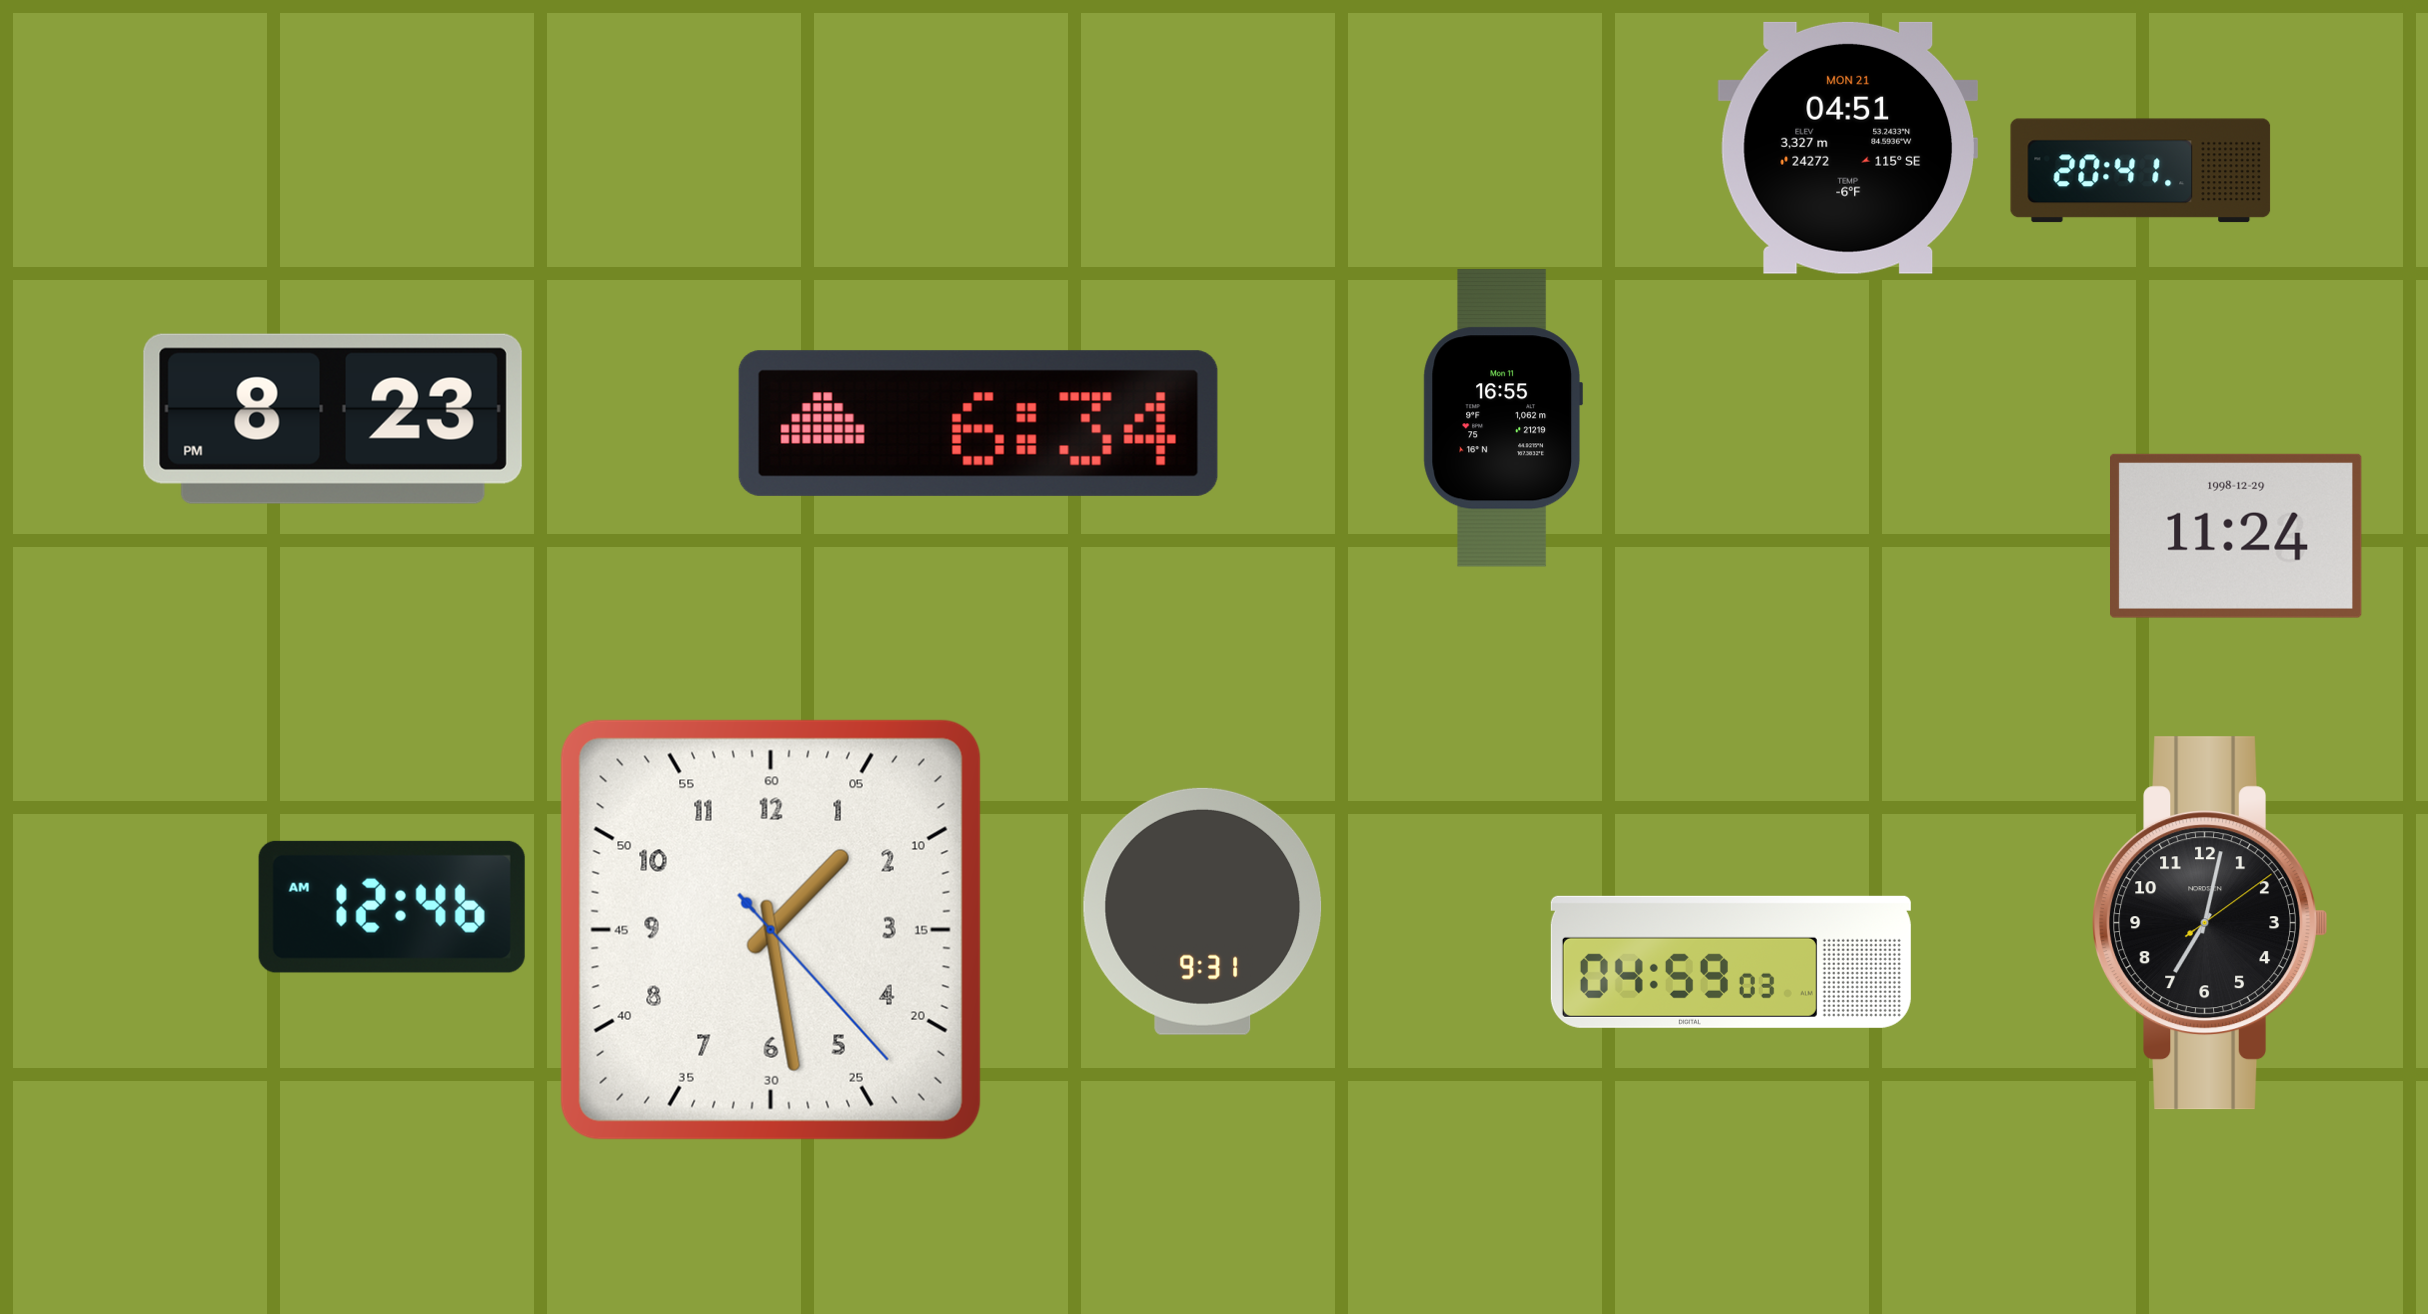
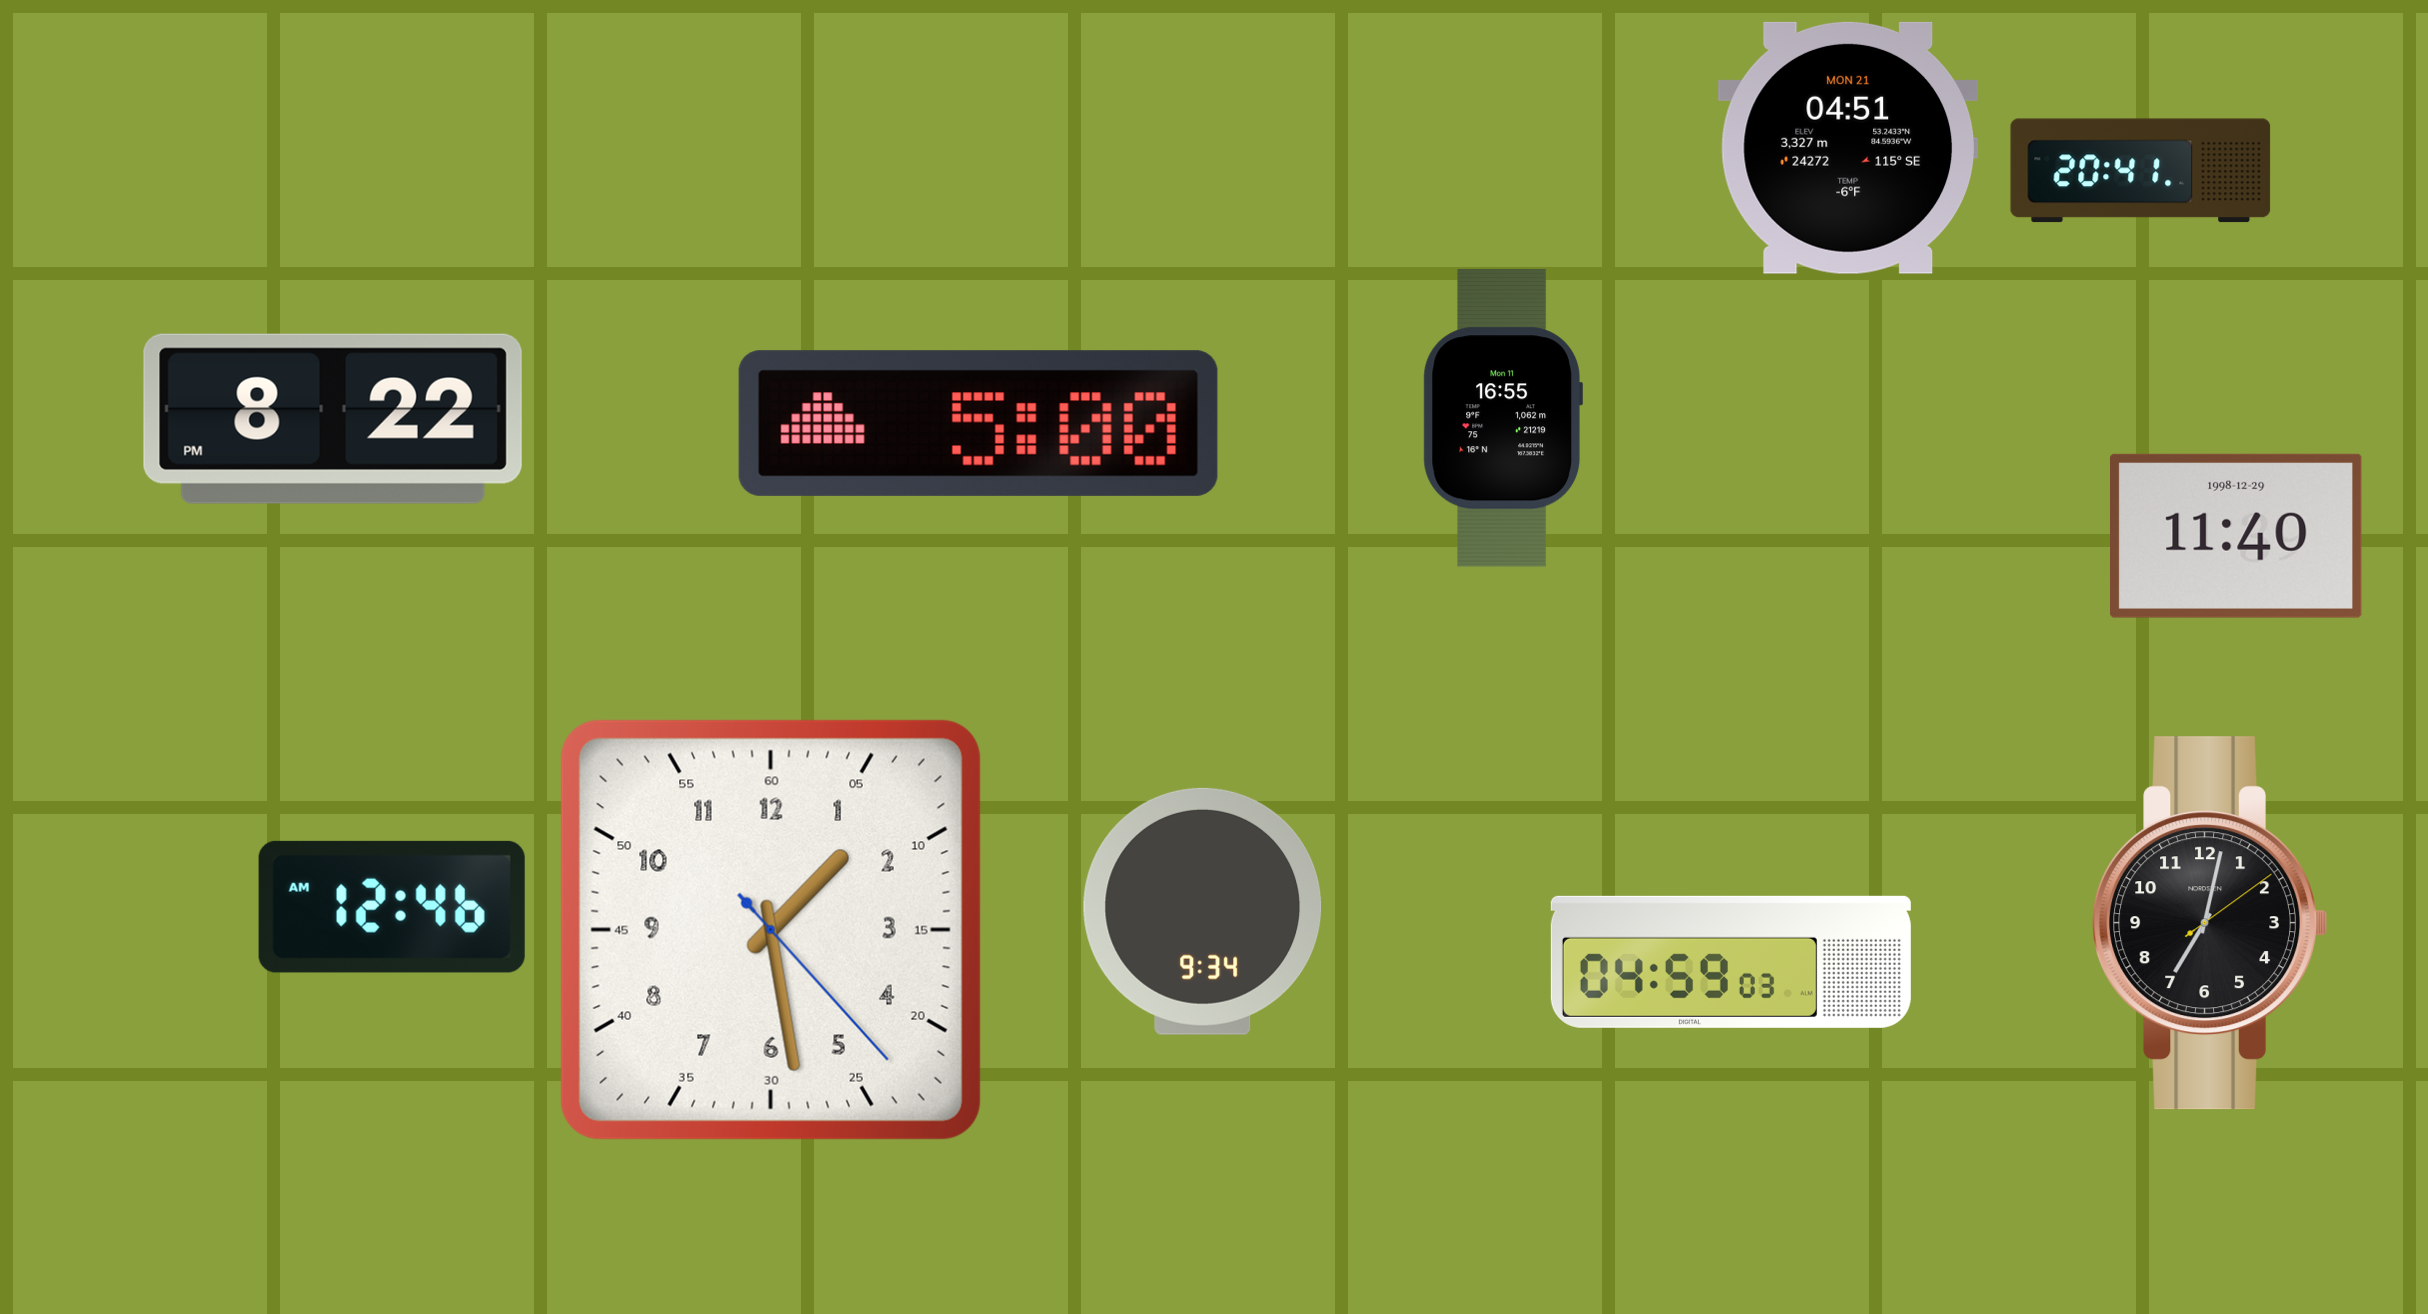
clock at (333, 419): 8:23 -> 8:22
clock at (978, 423): 6:34 -> 5:00
clock at (2236, 536): 11:24 -> 11:40
clock at (1203, 911): 9:31 -> 9:34
